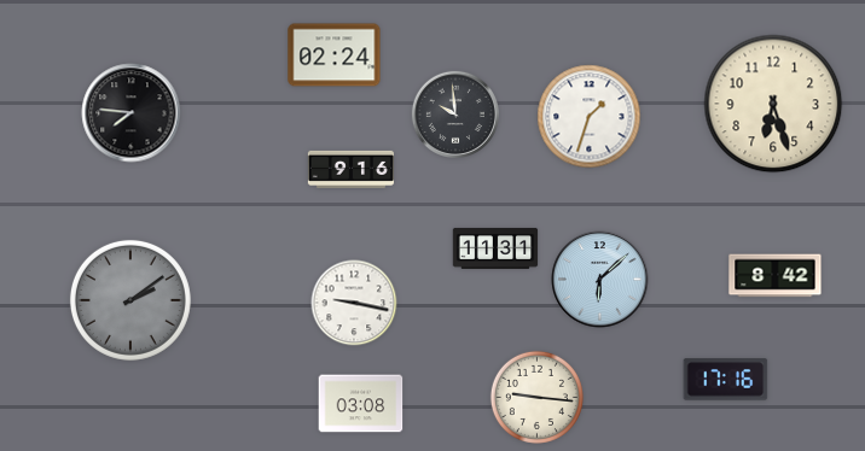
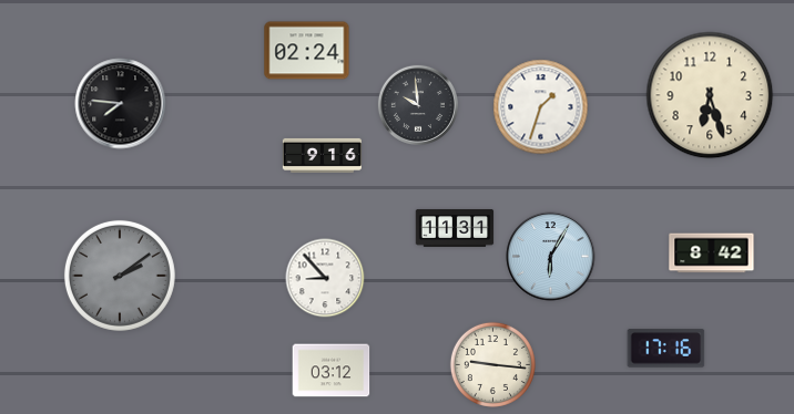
clock at (600, 280): 6:08 -> 6:05
clock at (354, 303): 9:17 -> 8:53
clock at (361, 404): 03:08 -> 03:12
